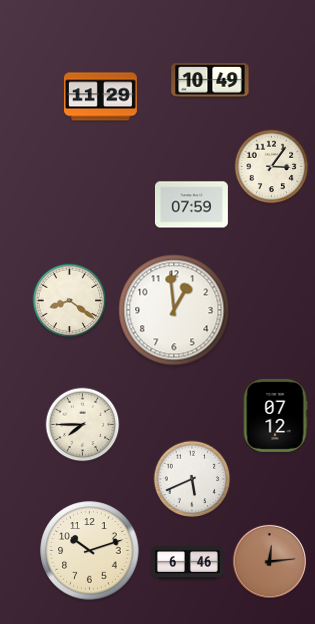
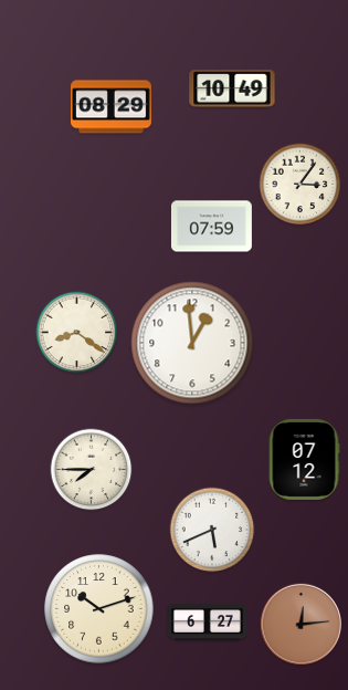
clock at (100, 97): 11:29 -> 08:29
clock at (269, 561) position: (269, 561) -> (300, 624)
clock at (188, 562): 6:46 -> 6:27
